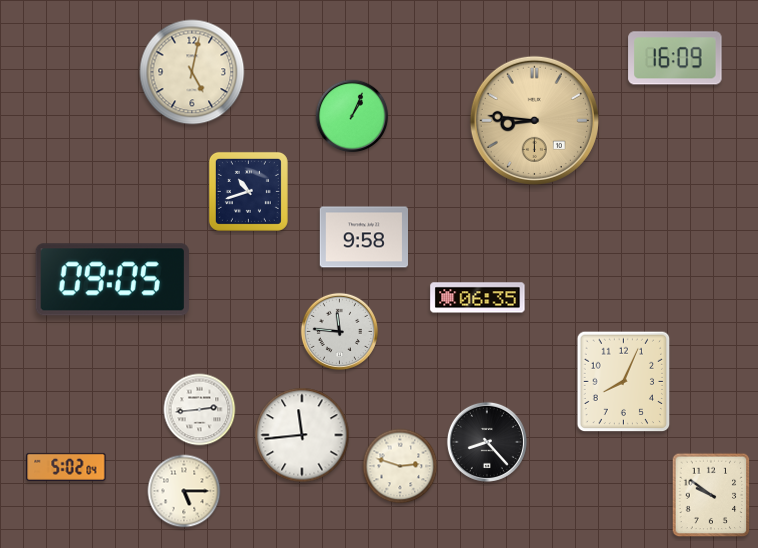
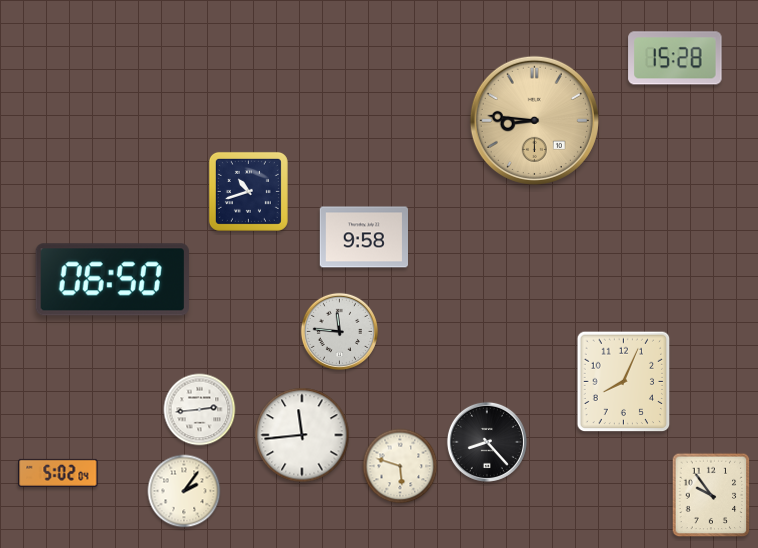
clock at (675, 58): 16:09 -> 15:28
clock at (192, 72): 5:02 -> none
clock at (352, 116): 1:04 -> none
clock at (112, 280): 09:05 -> 06:50
clock at (478, 298): 06:35 -> none
clock at (400, 466): 2:48 -> 5:48
clock at (66, 467) position: (66, 467) -> (58, 473)
clock at (184, 491): 5:15 -> 2:06
clock at (711, 495): 9:51 -> 9:54
